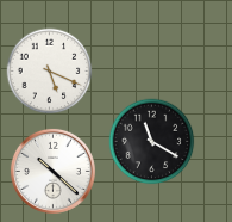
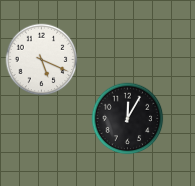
clock at (152, 142): 11:20 -> 12:05
clock at (52, 171): 10:22 -> none
